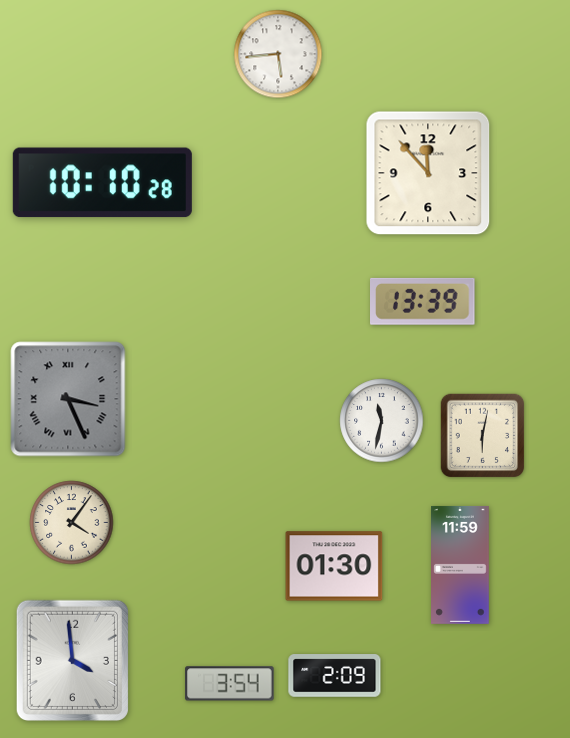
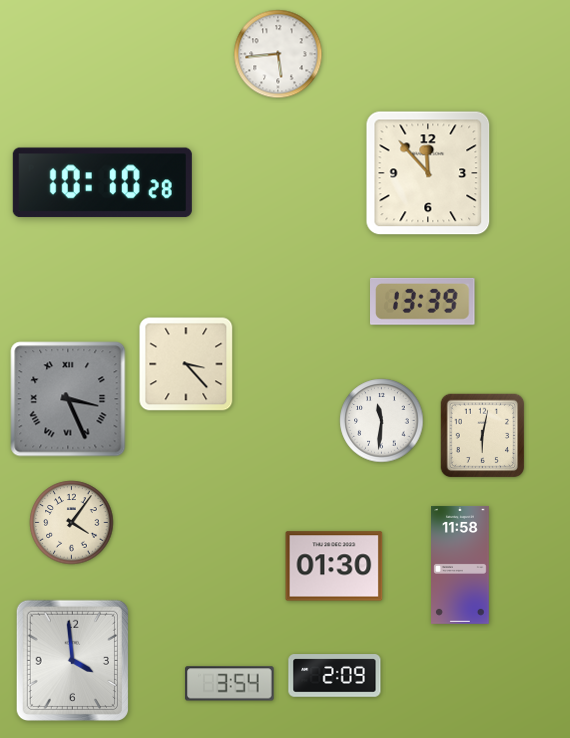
clock at (186, 364): none -> 3:23
clock at (382, 421): 11:32 -> 11:31
clock at (461, 565): 11:59 -> 11:58
